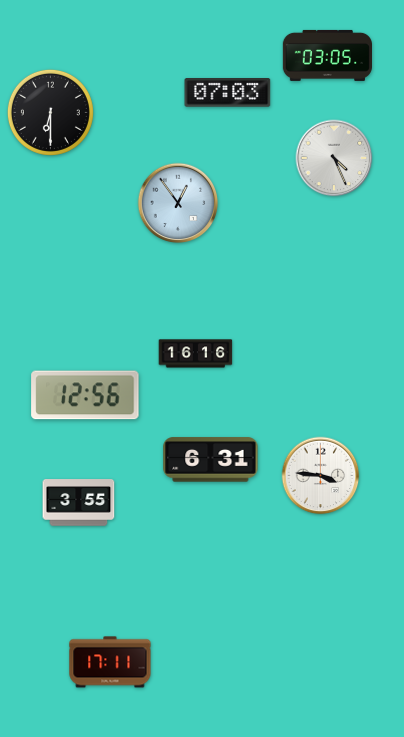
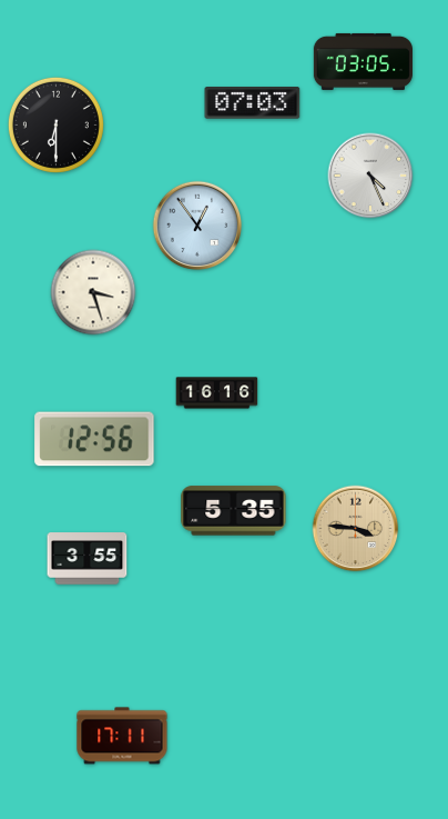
clock at (93, 292): none -> 3:27
clock at (211, 460): 6:31 -> 5:35
clock at (321, 476) dial: white -> champagne
